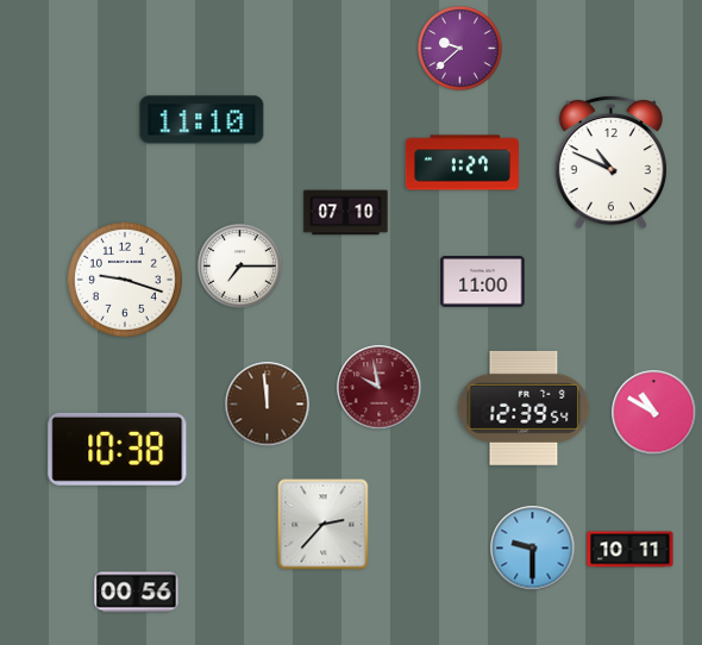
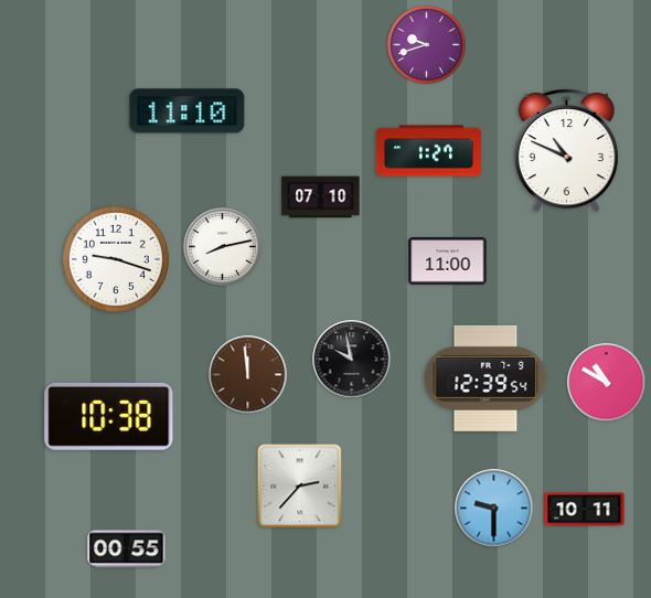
clock at (460, 49): 9:38 -> 9:42
clock at (240, 267): 7:15 -> 8:13
clock at (380, 388) dial: burgundy -> black
clock at (137, 593): 00:56 -> 00:55
